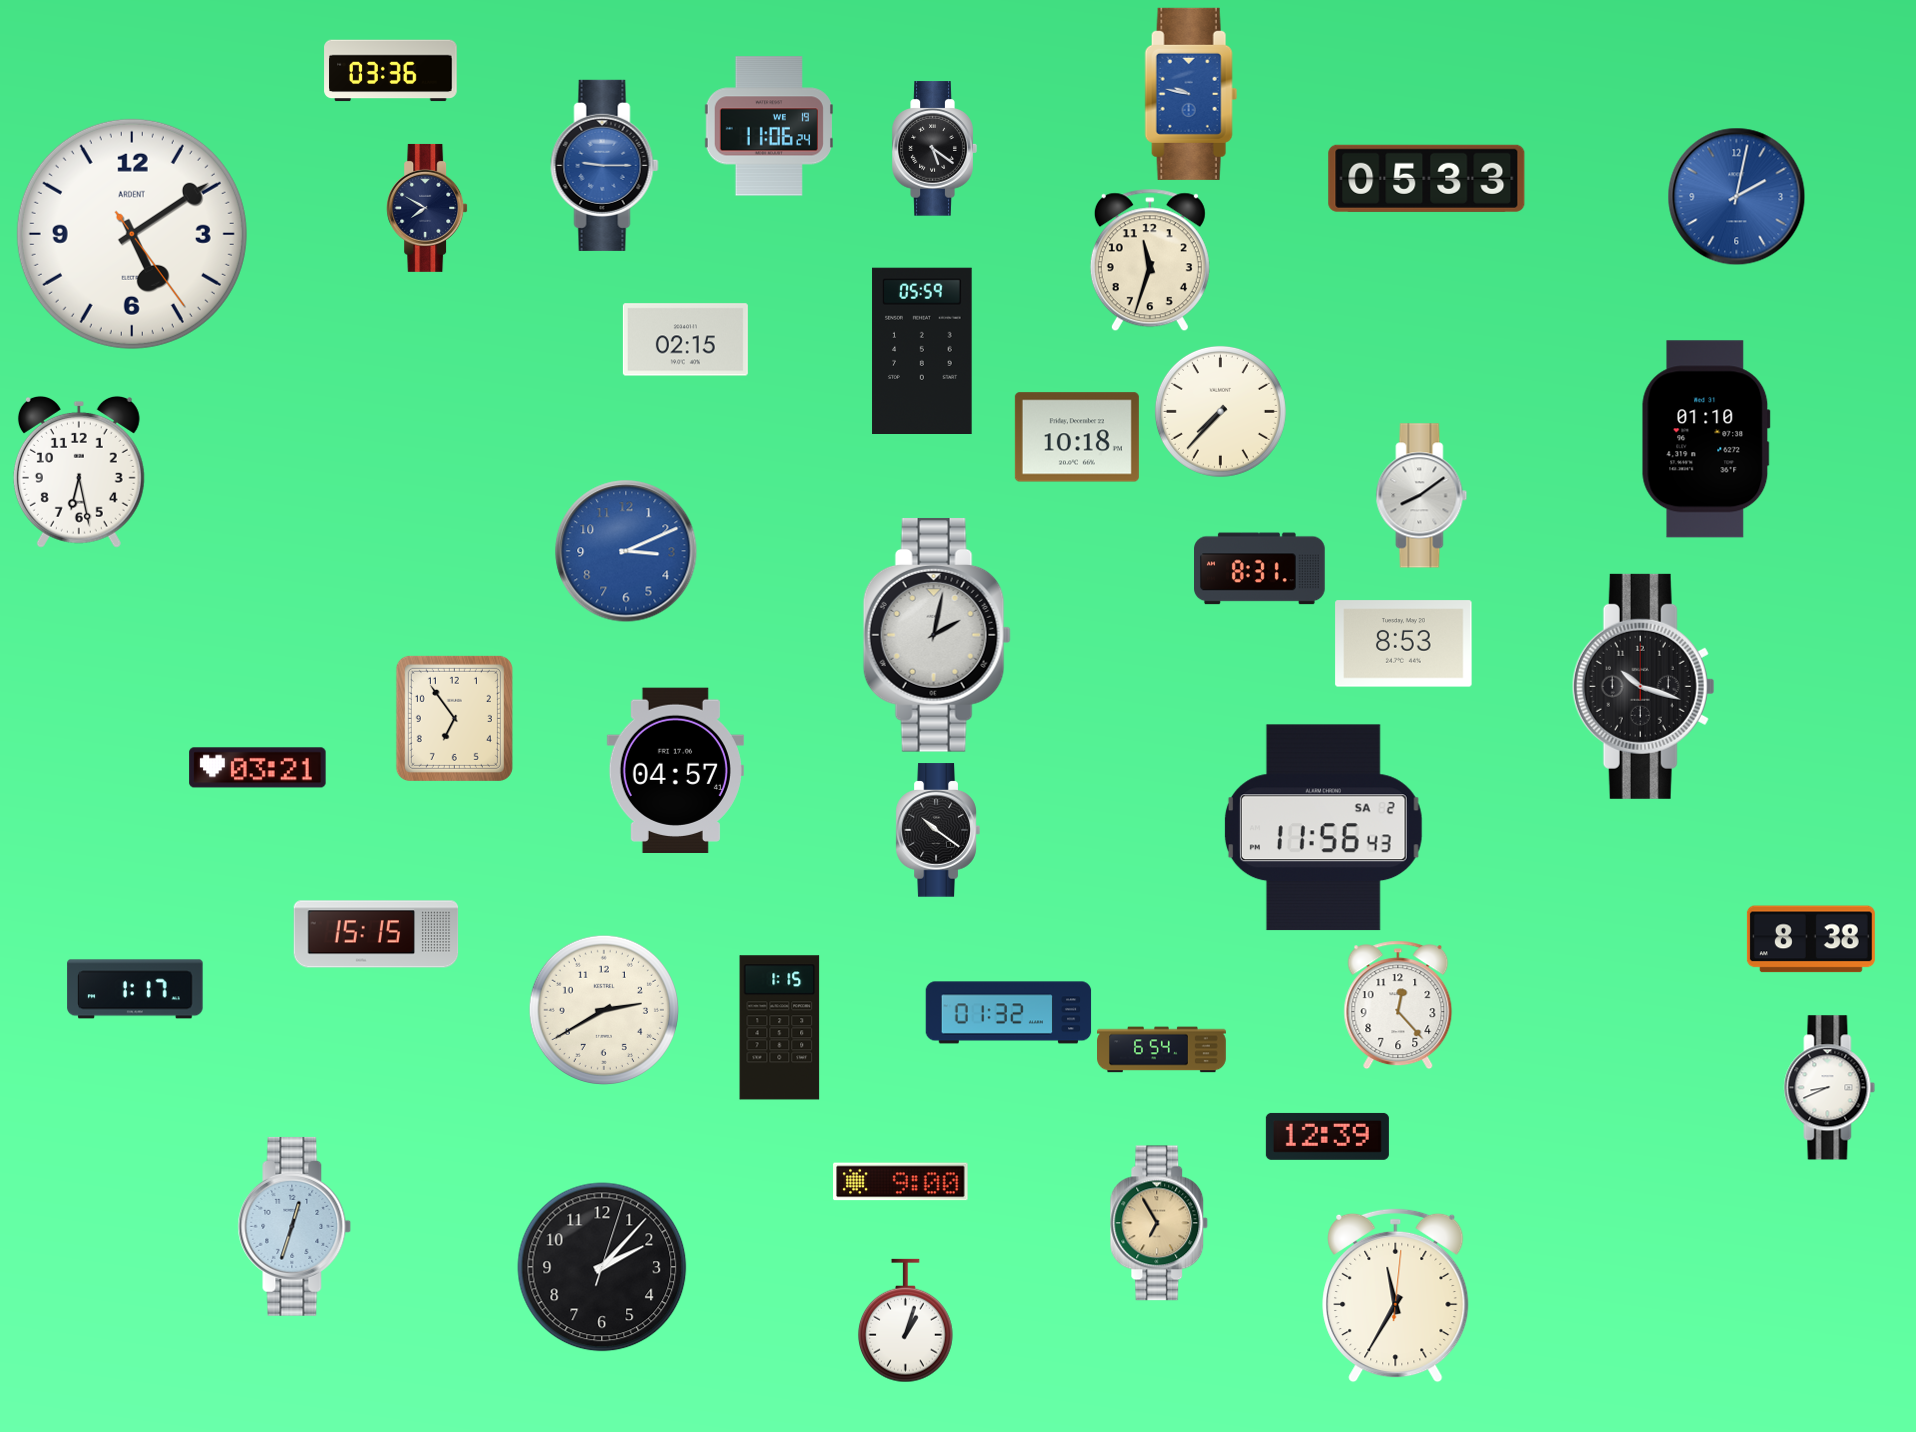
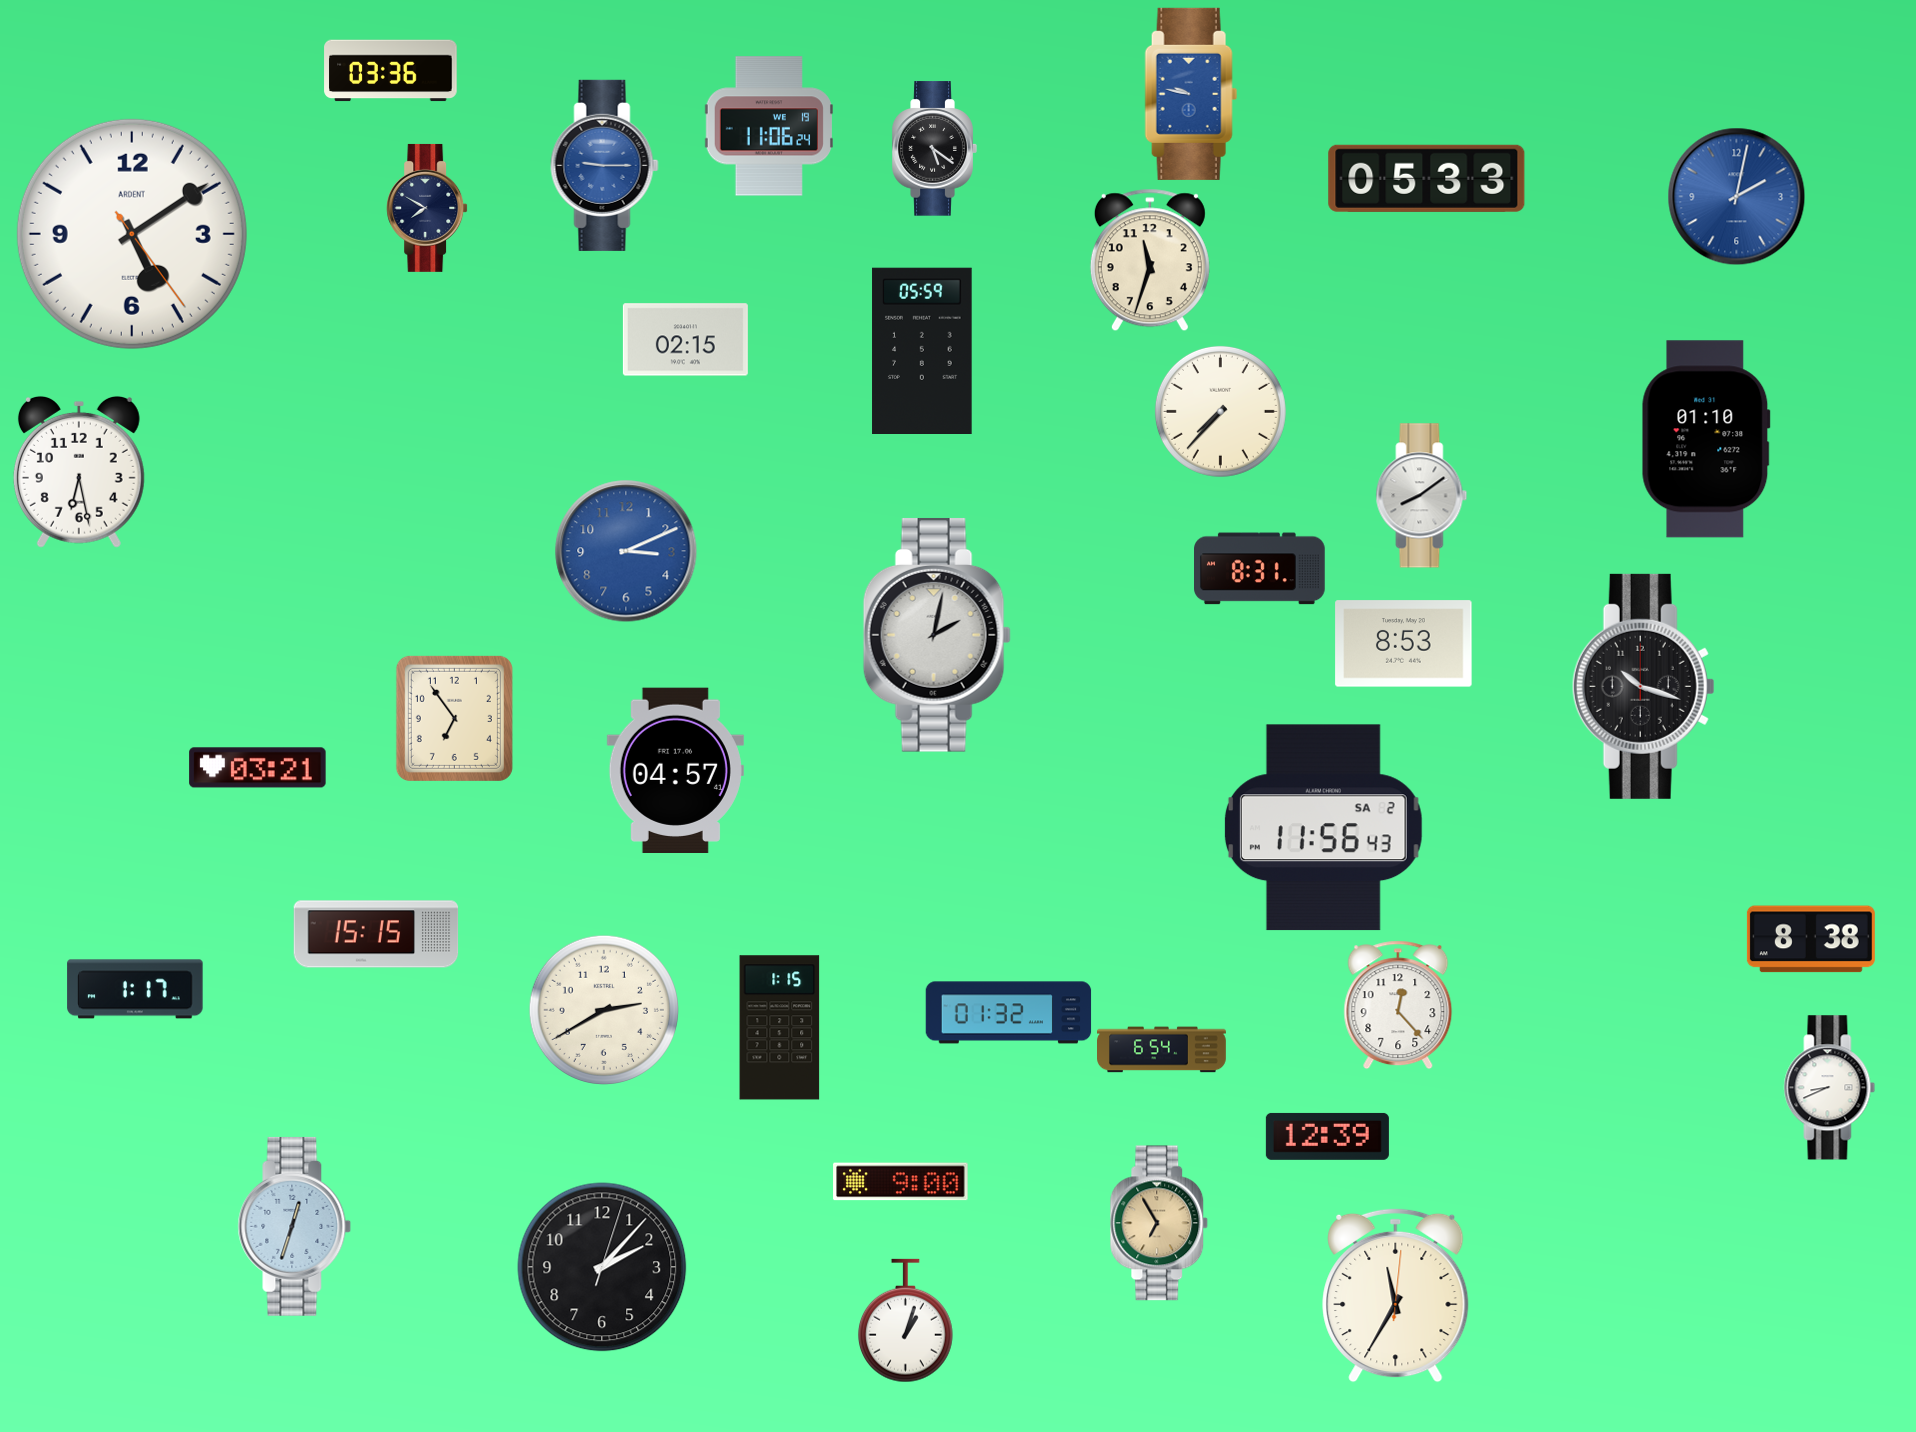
clock at (1077, 437): 10:18 -> none
clock at (938, 830): 10:21 -> none
